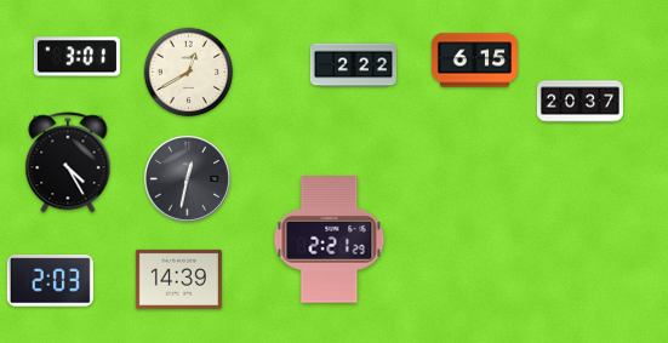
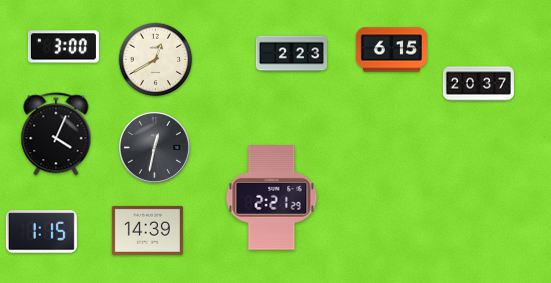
clock at (76, 57): 3:01 -> 3:00
clock at (353, 65): 2:22 -> 2:23
clock at (68, 162): 4:25 -> 4:04
clock at (50, 281): 2:03 -> 1:15
